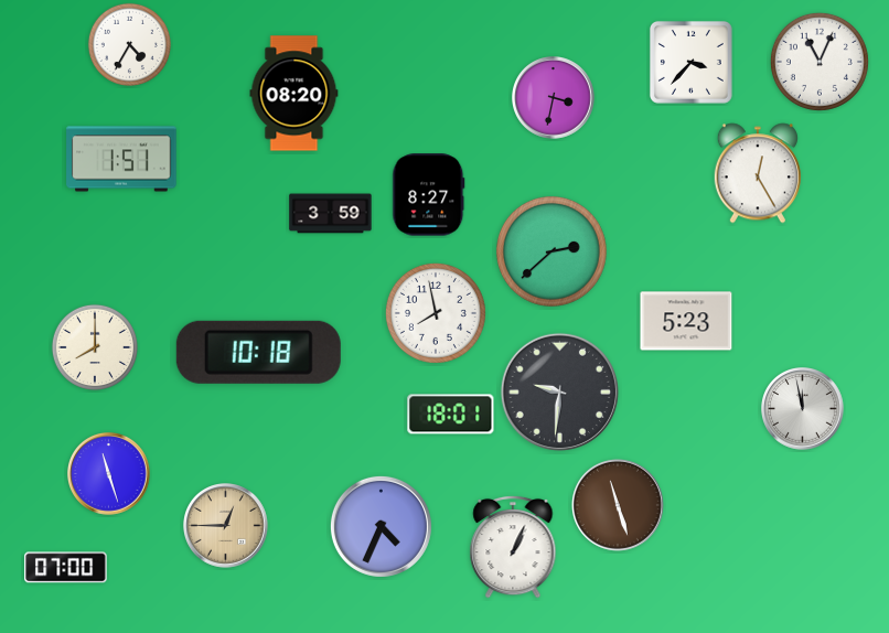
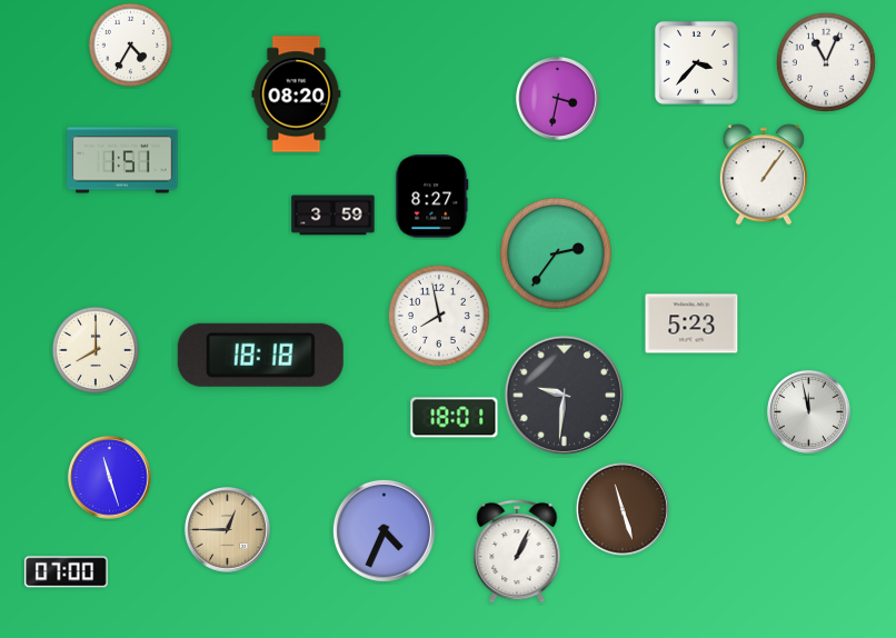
clock at (758, 173): 12:25 -> 1:06
clock at (551, 251): 2:38 -> 2:36
clock at (258, 352): 10:18 -> 18:18
